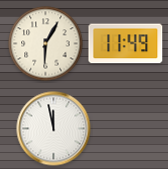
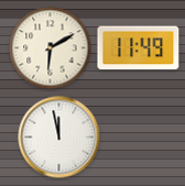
clock at (46, 44): 6:05 -> 6:10
clock at (54, 129) position: (54, 129) -> (59, 138)
